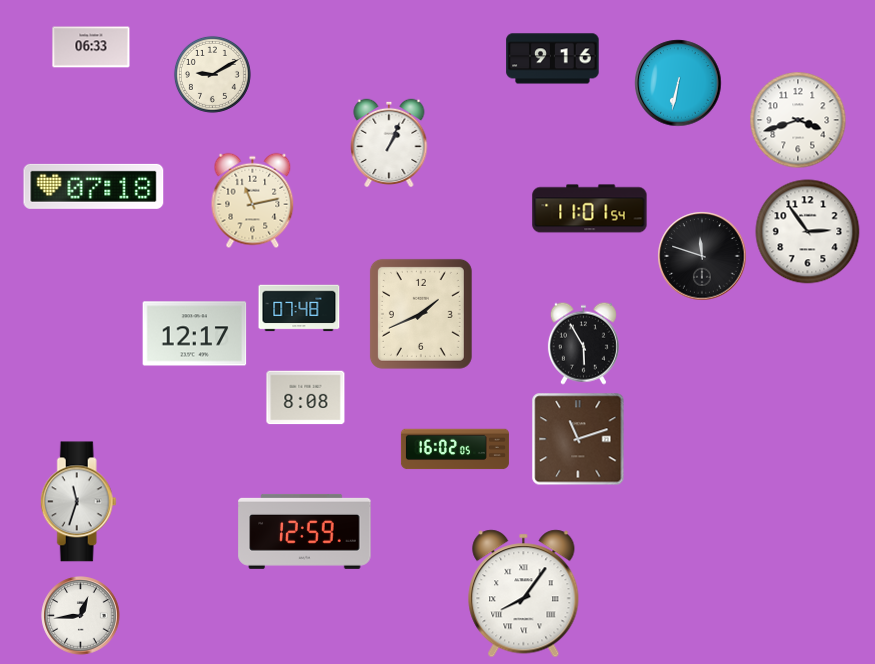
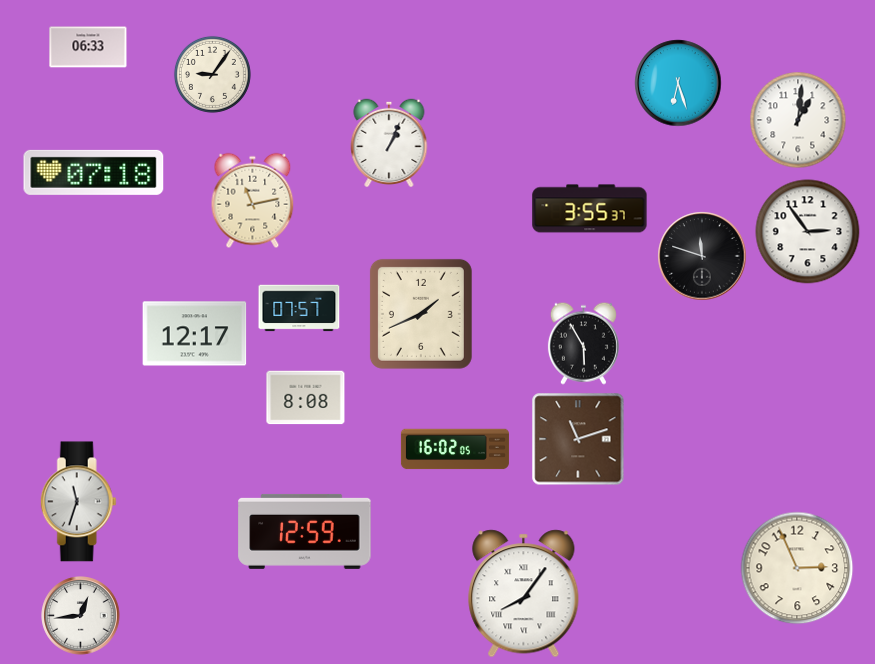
clock at (91, 47) position: (91, 47) -> (88, 47)
clock at (553, 59): 9:16 -> none
clock at (212, 74): 9:10 -> 9:06
clock at (678, 83): 6:32 -> 6:27
clock at (798, 120): 3:42 -> 1:01
clock at (94, 186) position: (94, 186) -> (94, 172)
clock at (590, 209): 11:01 -> 3:55
clock at (299, 308): 07:48 -> 07:57
clock at (797, 568): none -> 2:56
